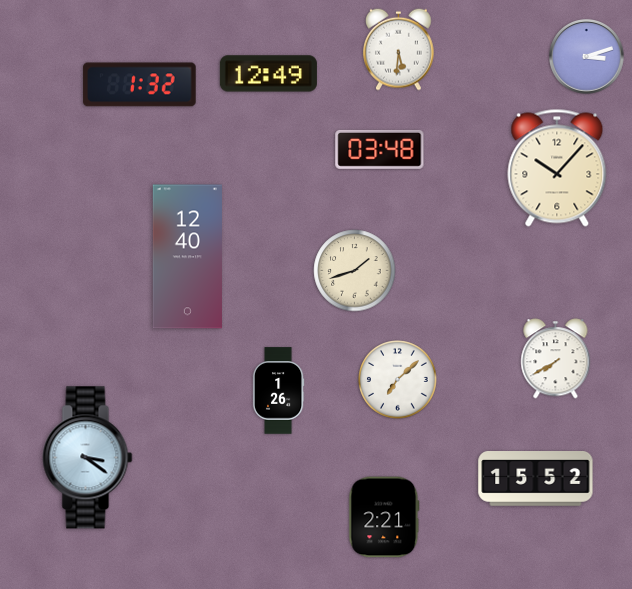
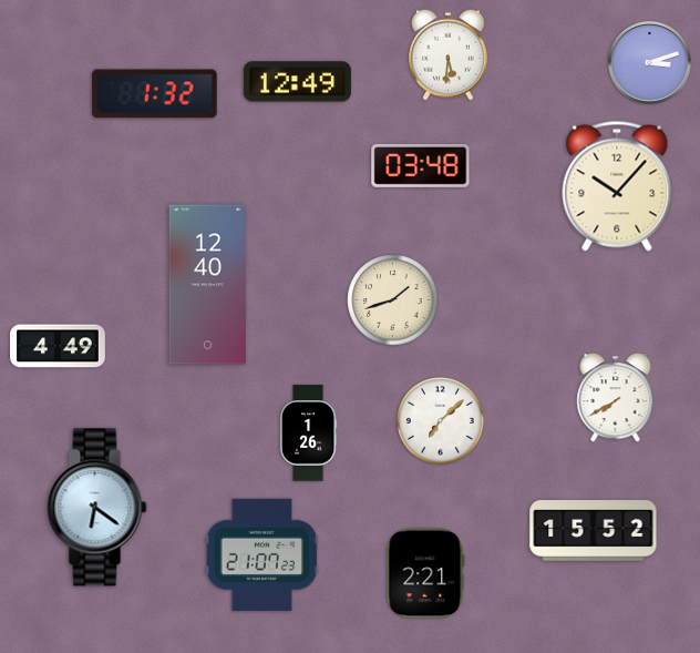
clock at (399, 49) position: (399, 49) -> (449, 54)
clock at (58, 346): none -> 4:49
clock at (88, 458): 3:21 -> 6:21
clock at (262, 554): none -> 21:07
